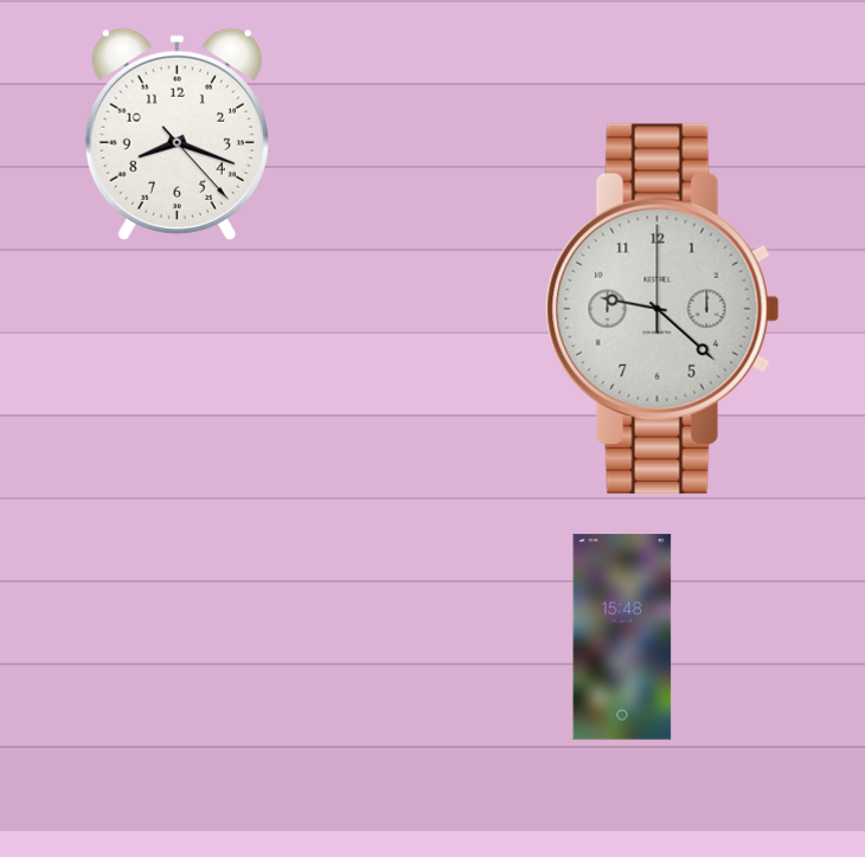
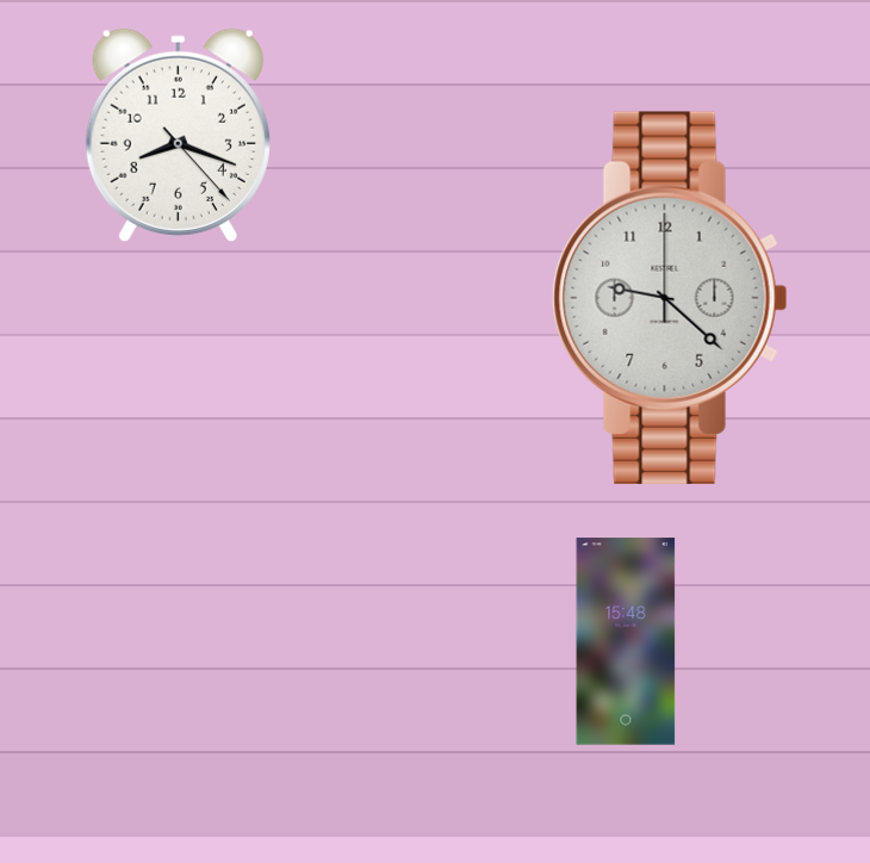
clock at (662, 309) position: (662, 309) -> (670, 298)
